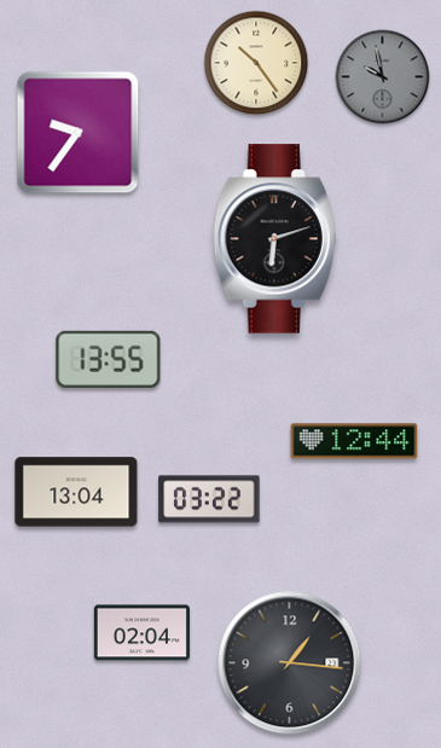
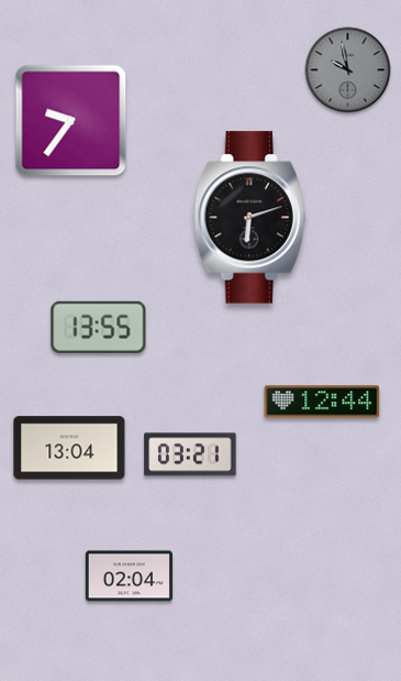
clock at (256, 63): 10:24 -> none
clock at (209, 499): 03:22 -> 03:21
clock at (290, 663): 1:16 -> none
